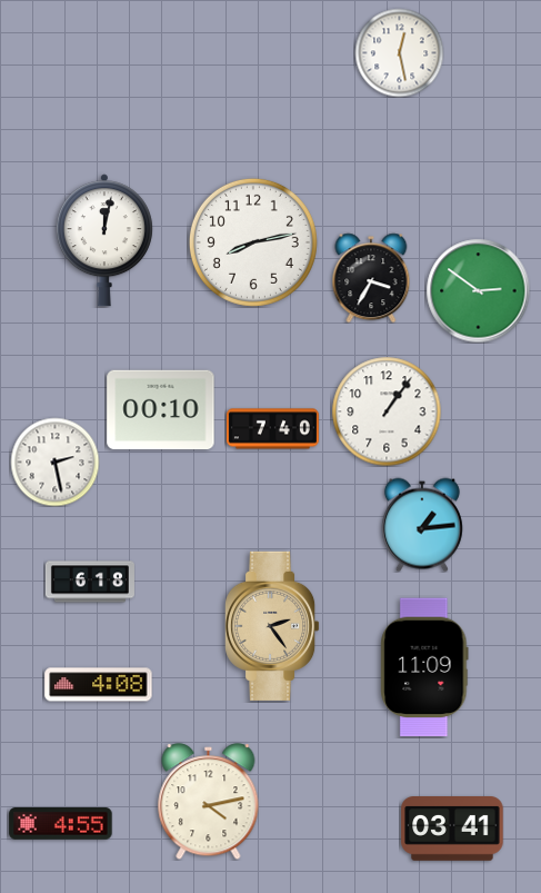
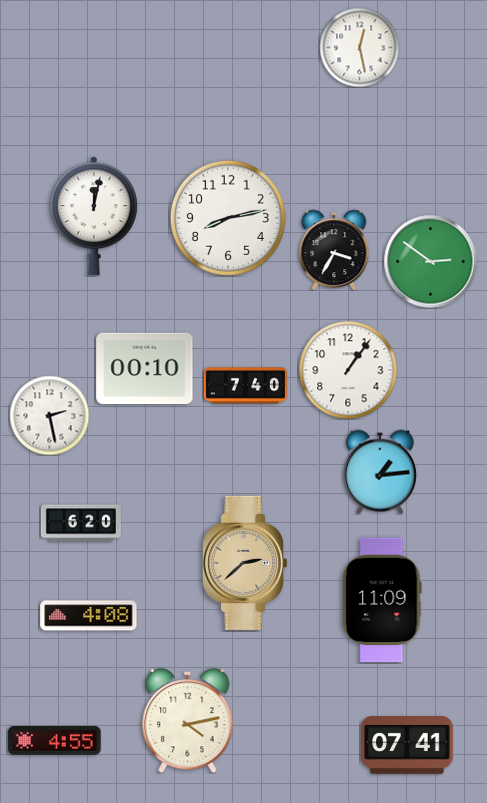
clock at (90, 582): 6:18 -> 6:20
clock at (273, 626): 2:24 -> 2:38
clock at (452, 830): 03:41 -> 07:41
